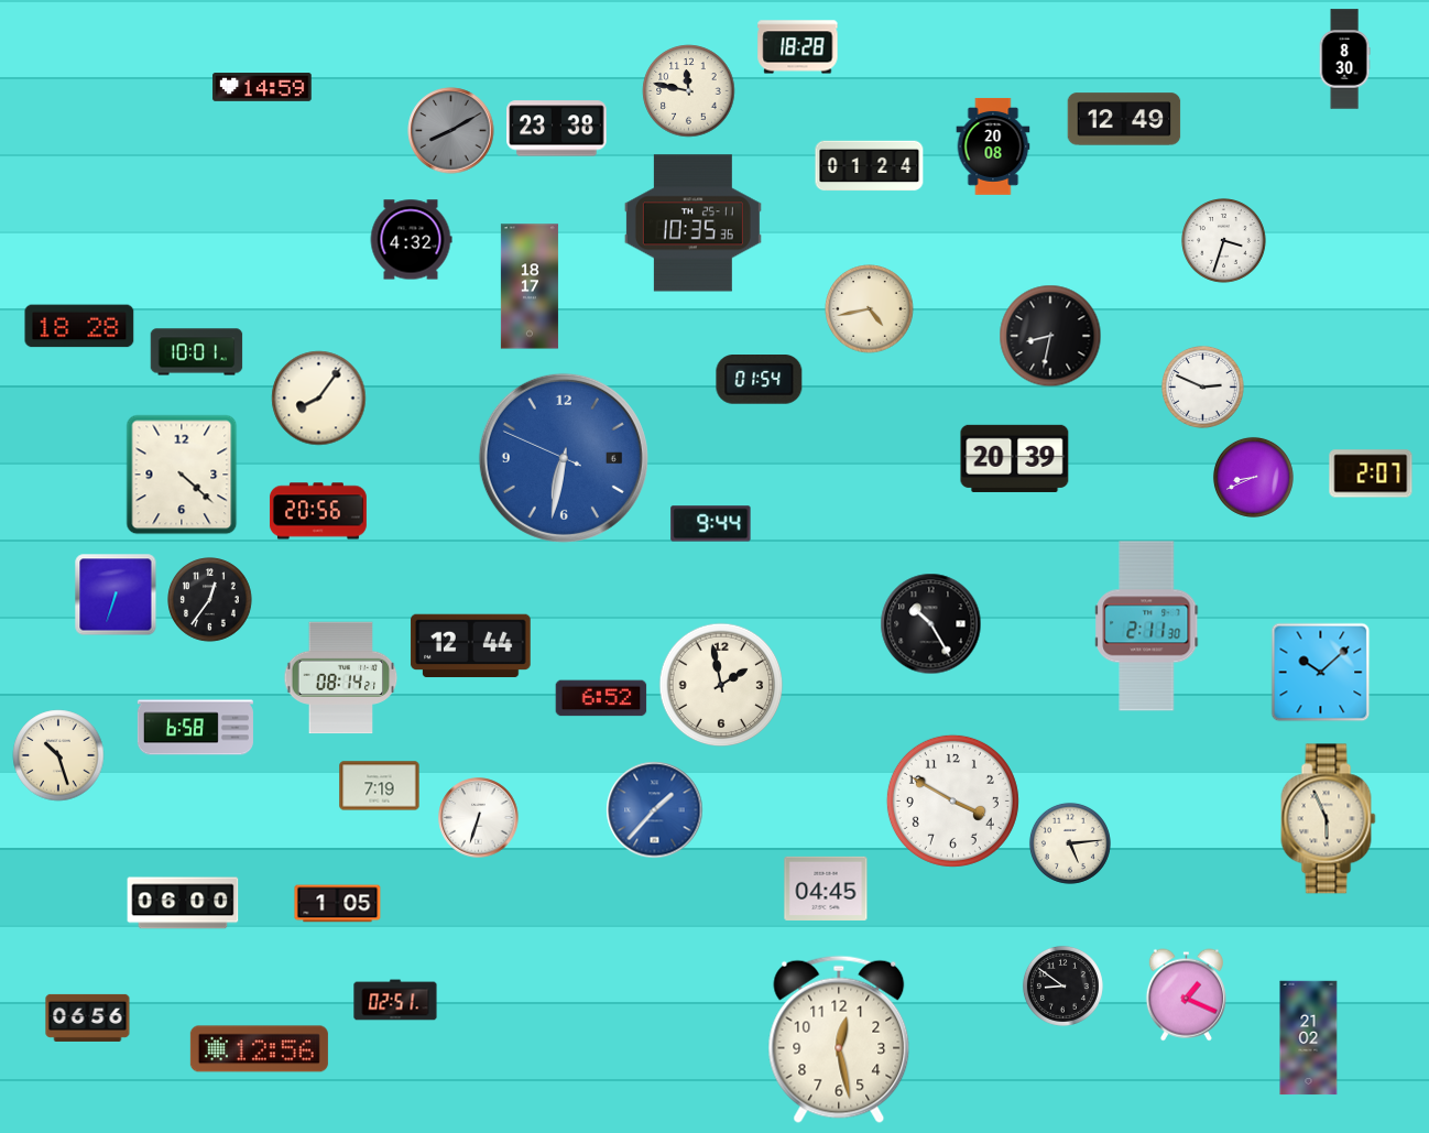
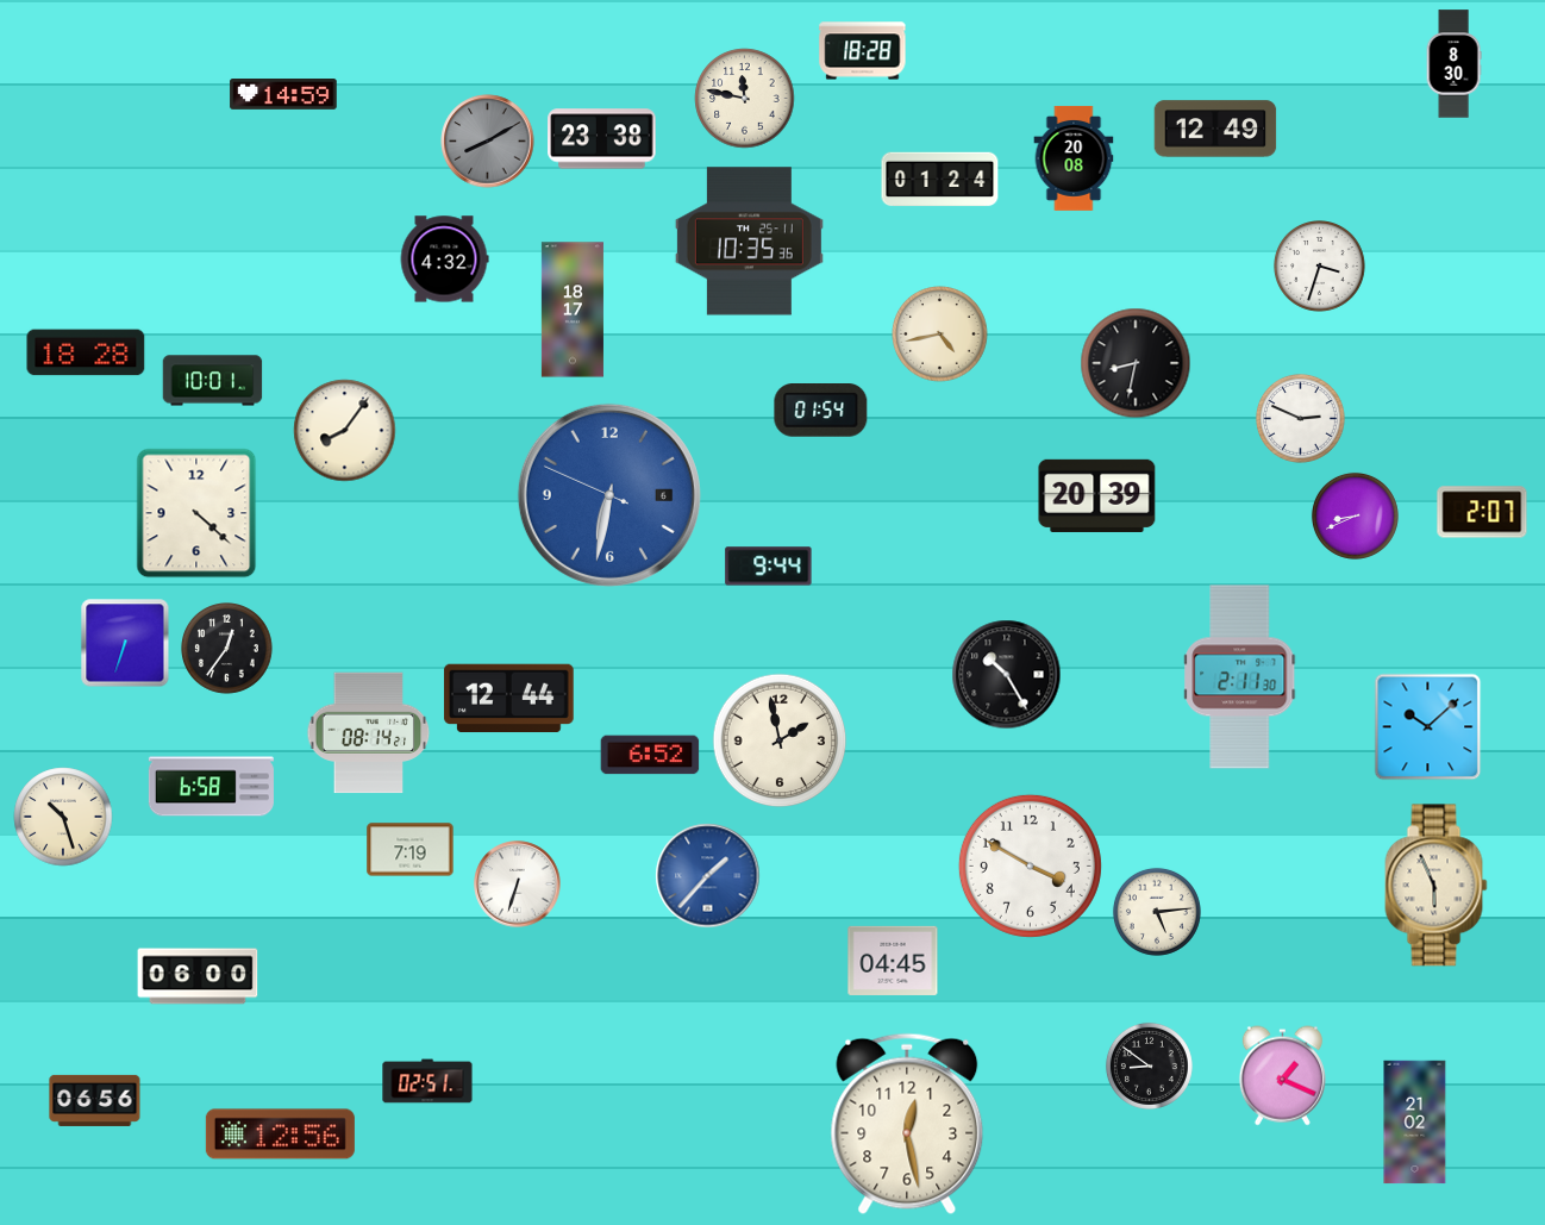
clock at (1224, 241) position: (1224, 241) -> (1320, 267)
clock at (318, 511): 20:56 -> none
clock at (338, 904): 1:05 -> none
